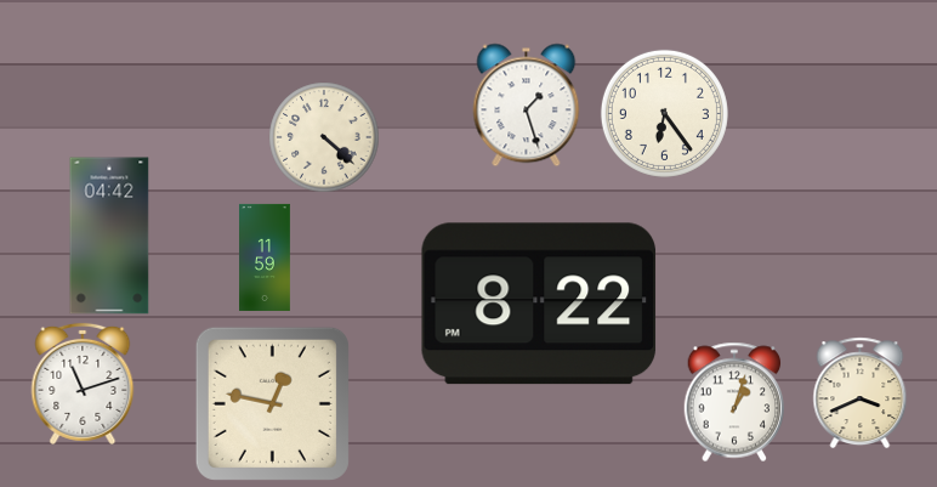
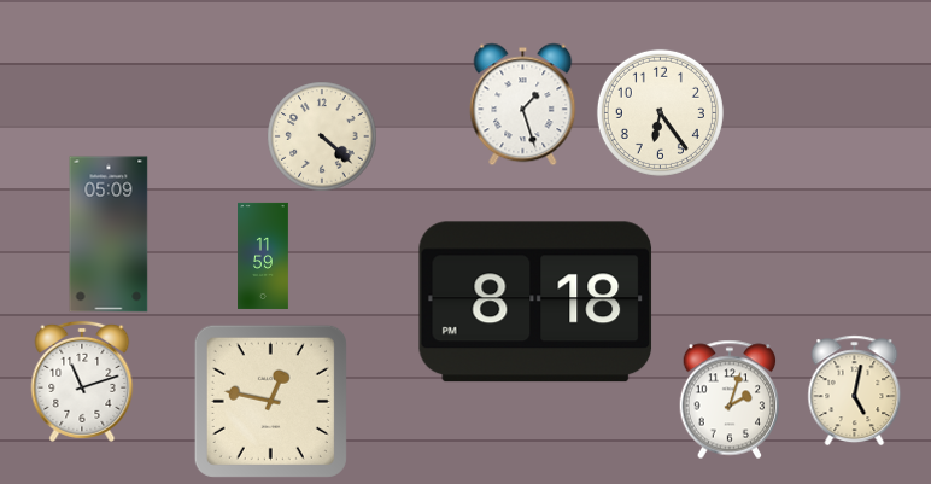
clock at (109, 236): 04:42 -> 05:09
clock at (539, 304): 8:22 -> 8:18
clock at (861, 392): 3:41 -> 5:02
clock at (734, 402): 1:03 -> 2:03
